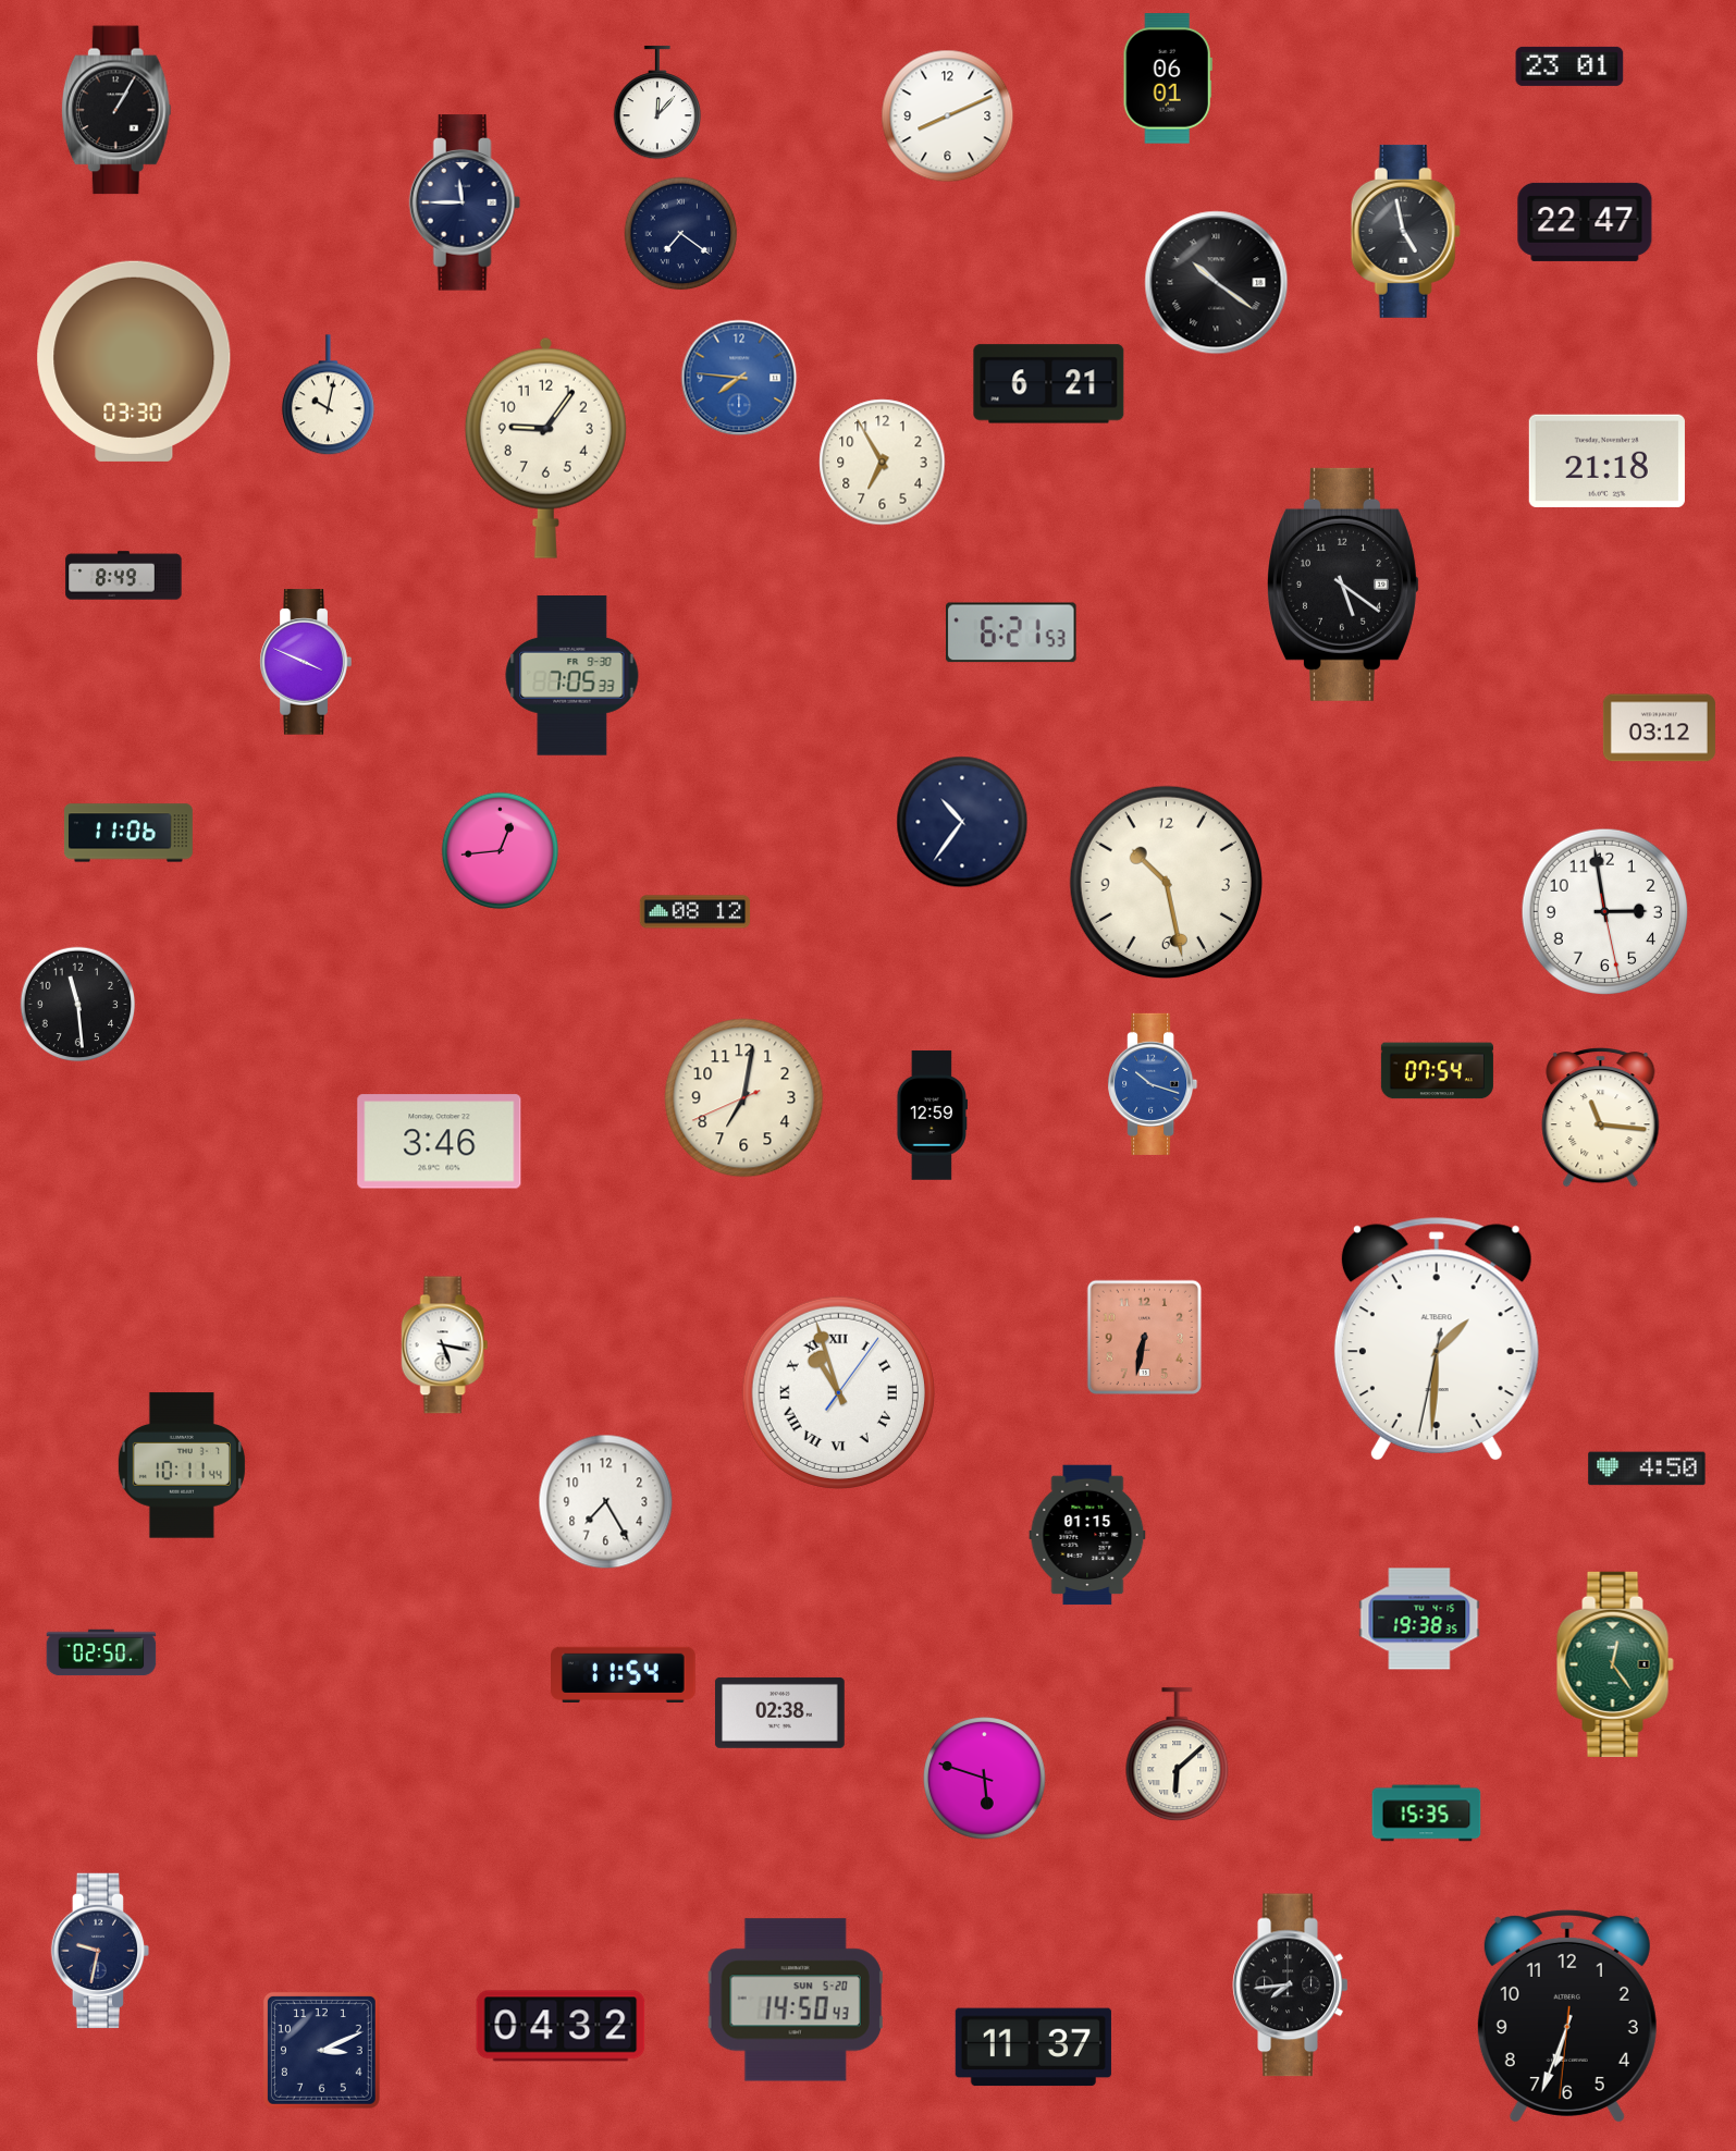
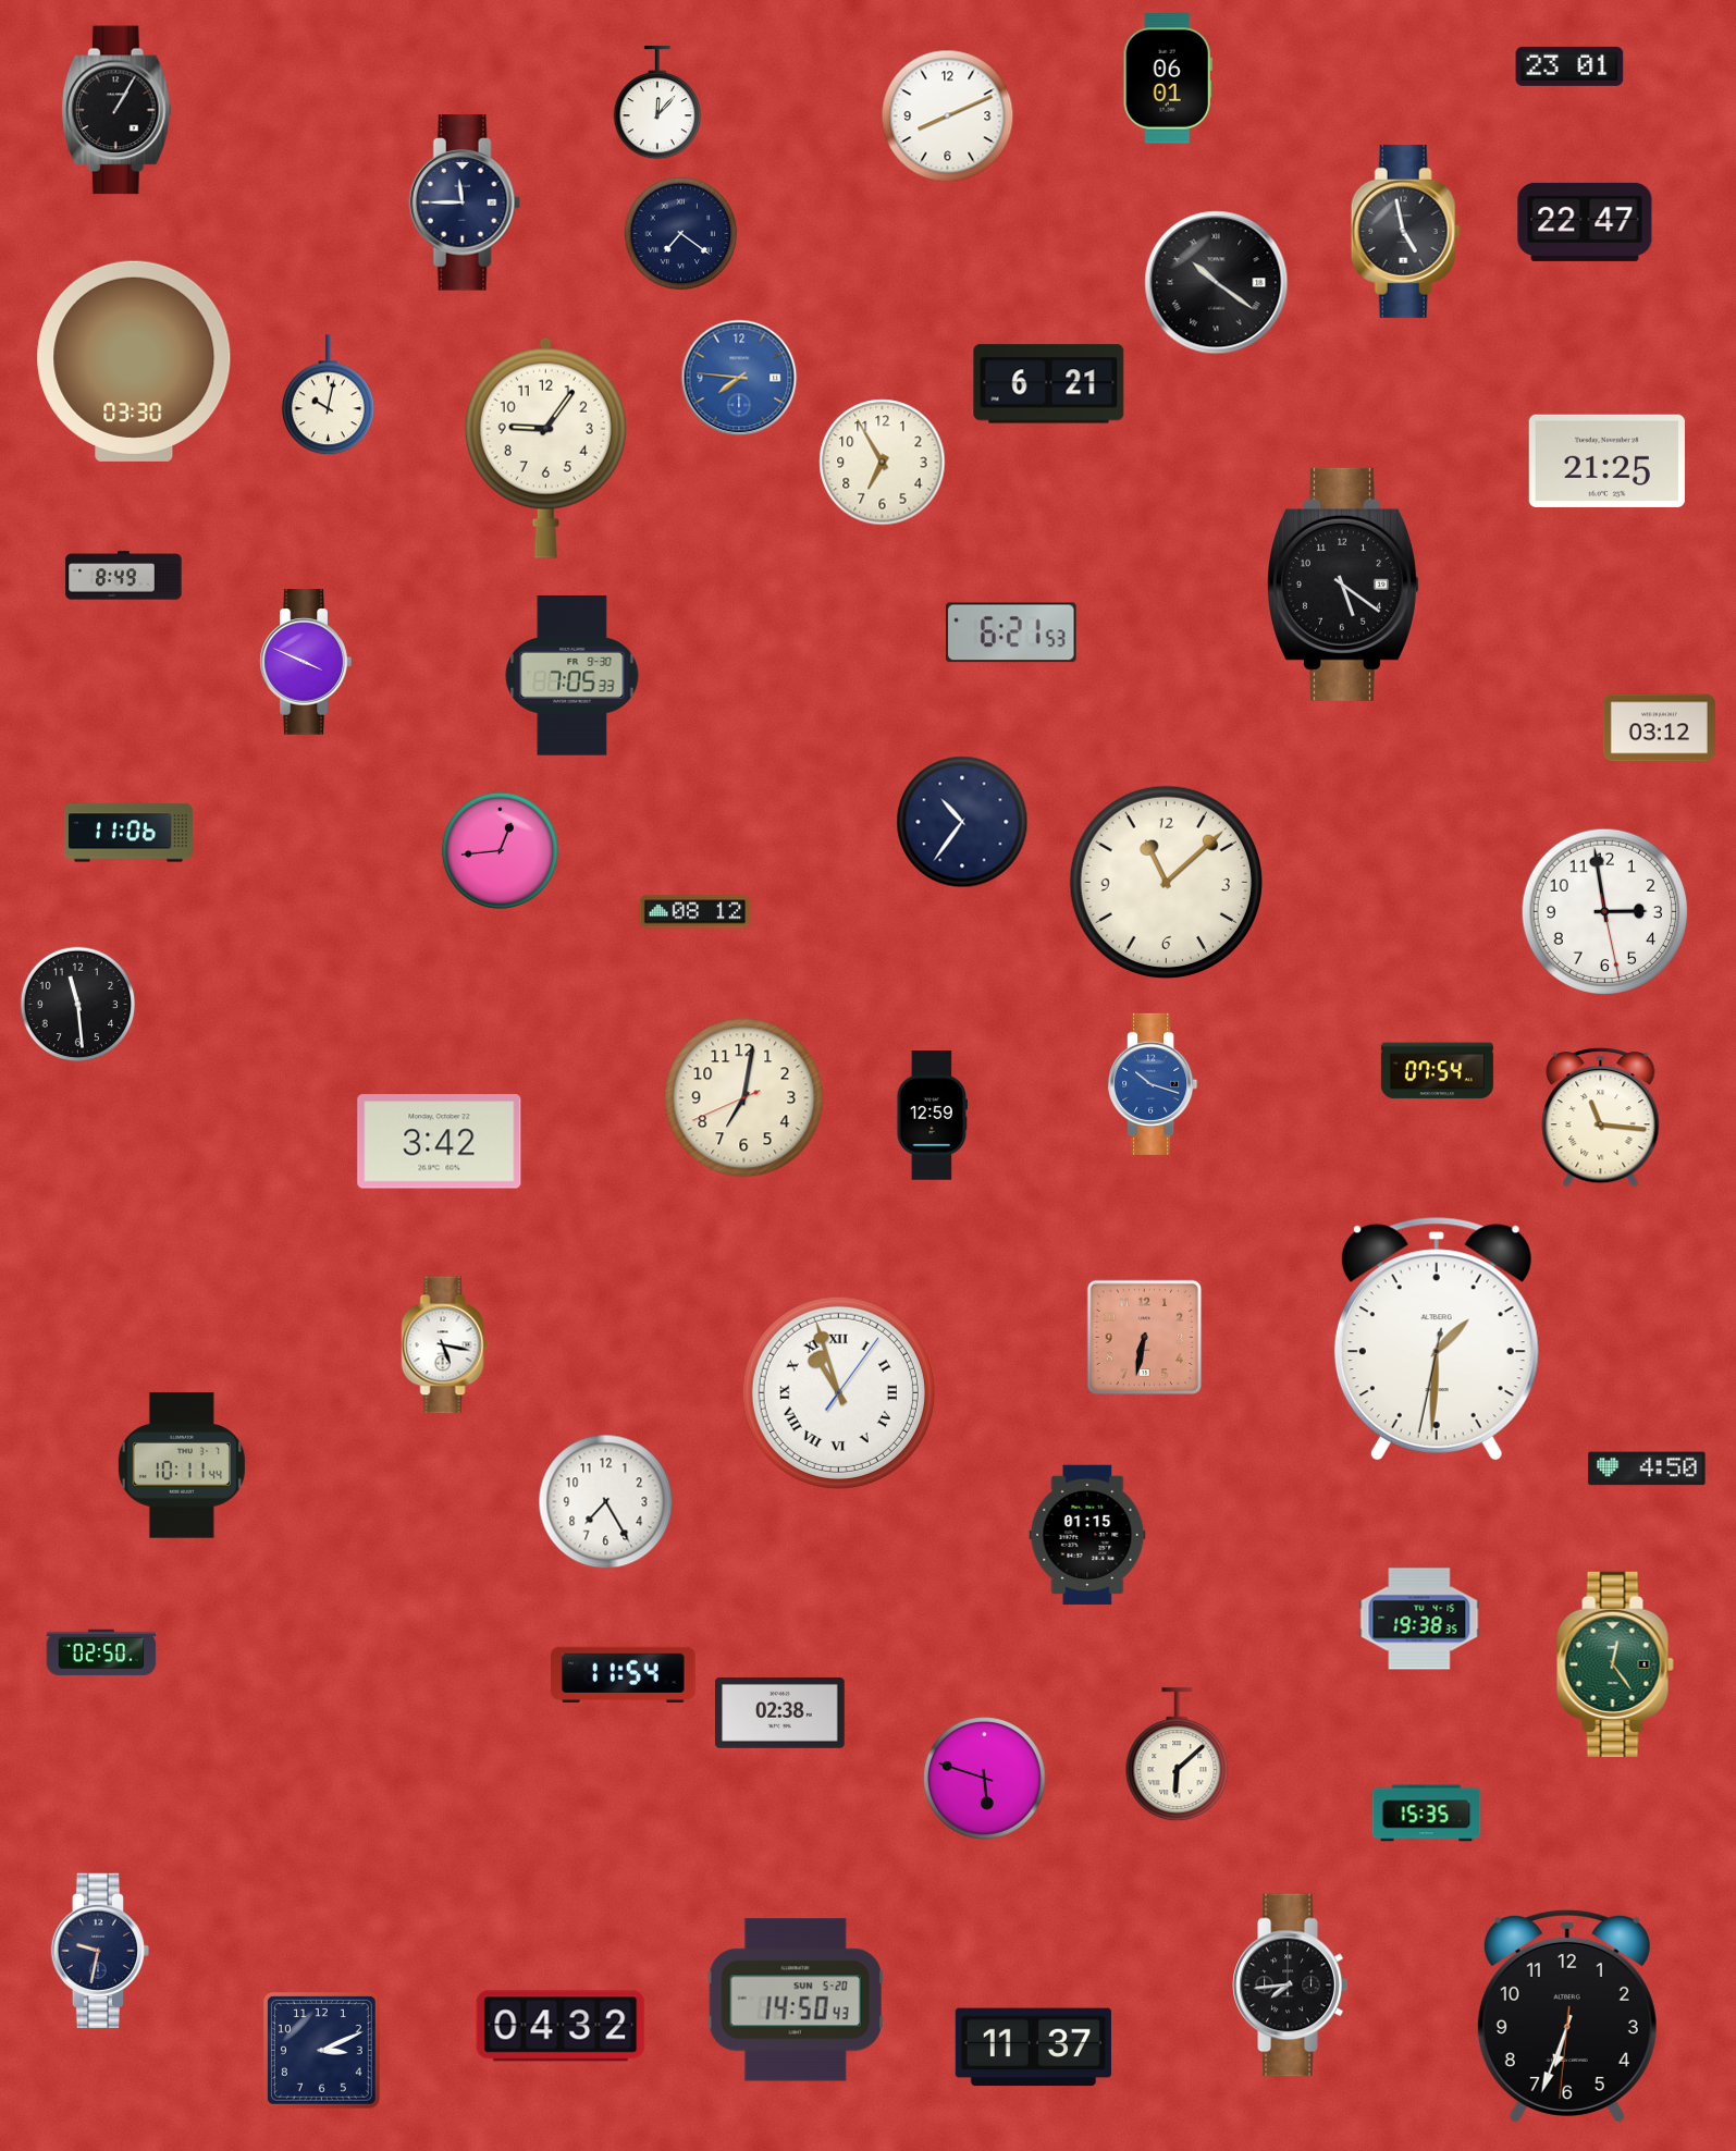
clock at (1606, 460): 21:18 -> 21:25
clock at (1166, 882): 10:28 -> 11:08
clock at (440, 1142): 3:46 -> 3:42
